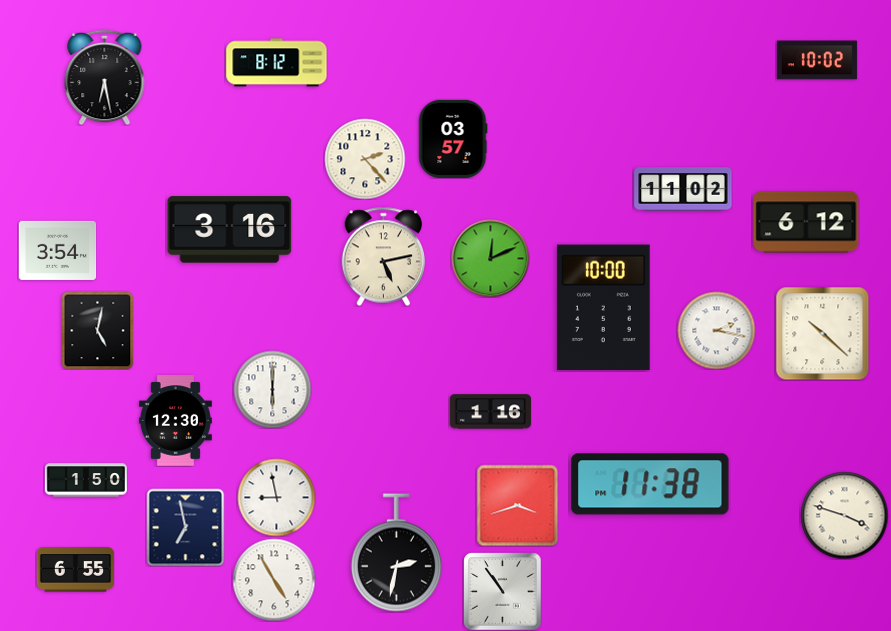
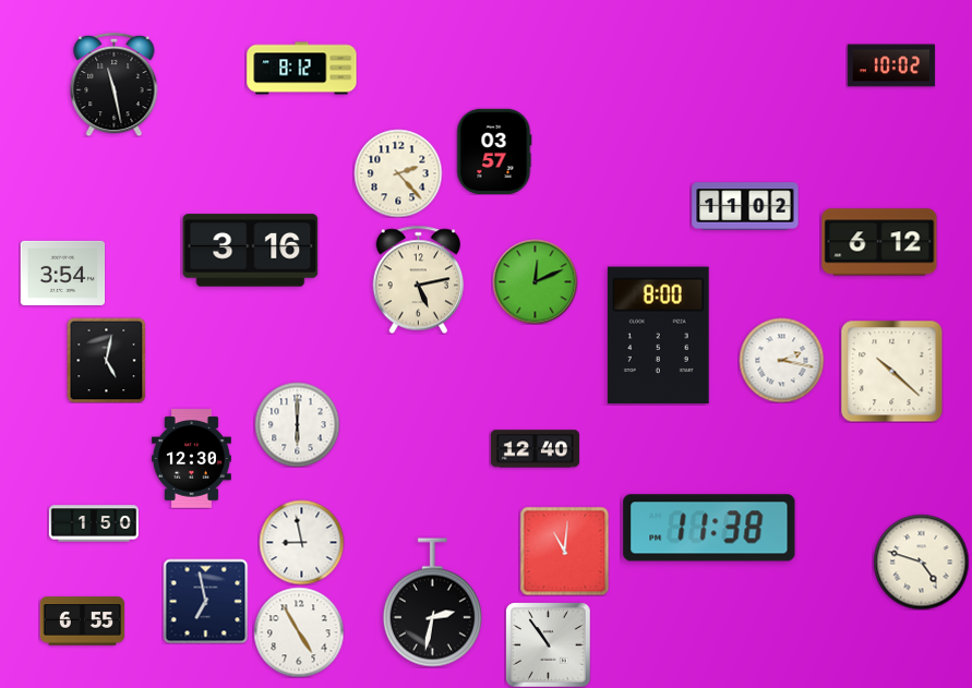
clock at (105, 77): 6:28 -> 11:28
clock at (603, 308): 10:00 -> 8:00
clock at (822, 333) position: (822, 333) -> (891, 371)
clock at (490, 412): 1:16 -> 12:40
clock at (517, 505): 3:42 -> 11:01
clock at (844, 515): 3:48 -> 4:48
clock at (185, 527) position: (185, 527) -> (205, 601)
